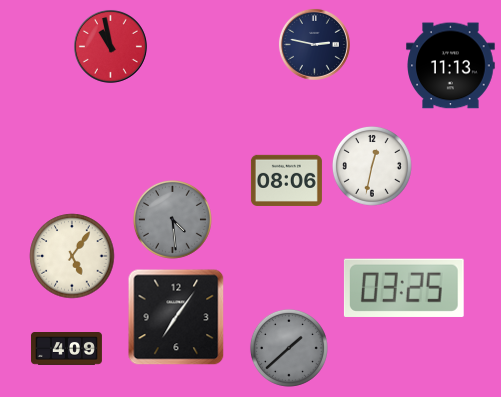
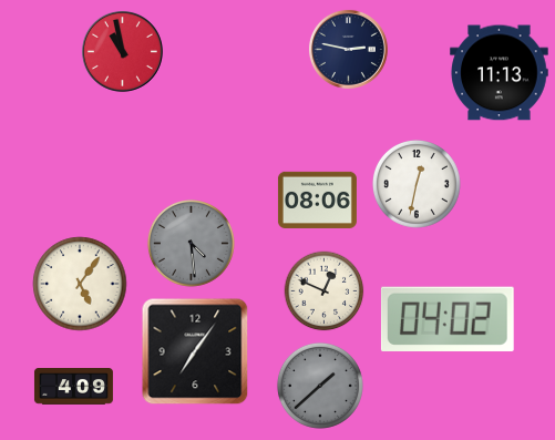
clock at (372, 166) position: (372, 166) -> (417, 184)
clock at (325, 291): none -> 12:49
clock at (404, 287): 03:25 -> 04:02
